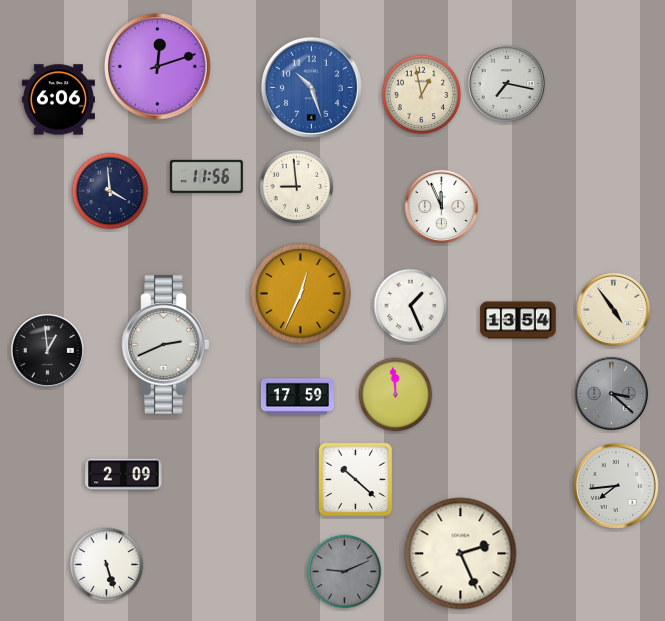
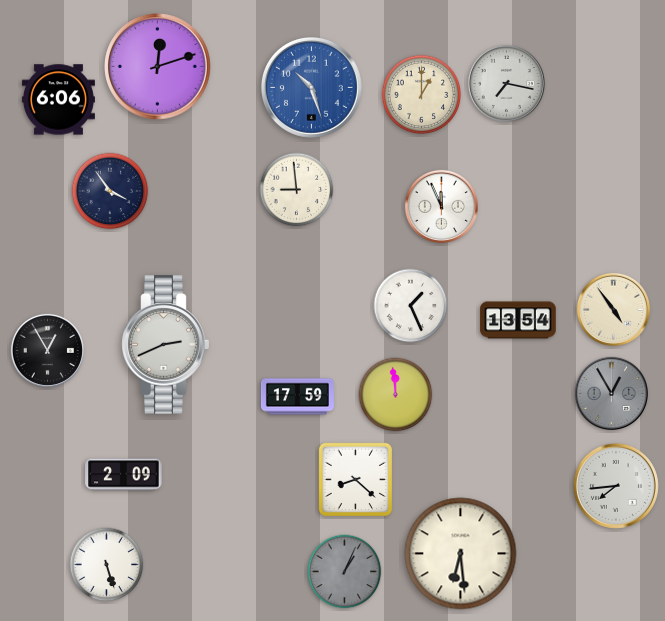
clock at (422, 95): 12:58 -> 1:00
clock at (206, 176): 11:56 -> none
clock at (297, 187) position: (297, 187) -> (297, 190)
clock at (110, 191): 3:59 -> 3:54
clock at (301, 294): 12:34 -> none
clock at (47, 350): 12:59 -> 12:55
clock at (611, 393): 3:22 -> 12:55
clock at (355, 479): 10:22 -> 8:22
clock at (461, 554): 2:26 -> 6:29
clock at (345, 572): 9:11 -> 1:04
